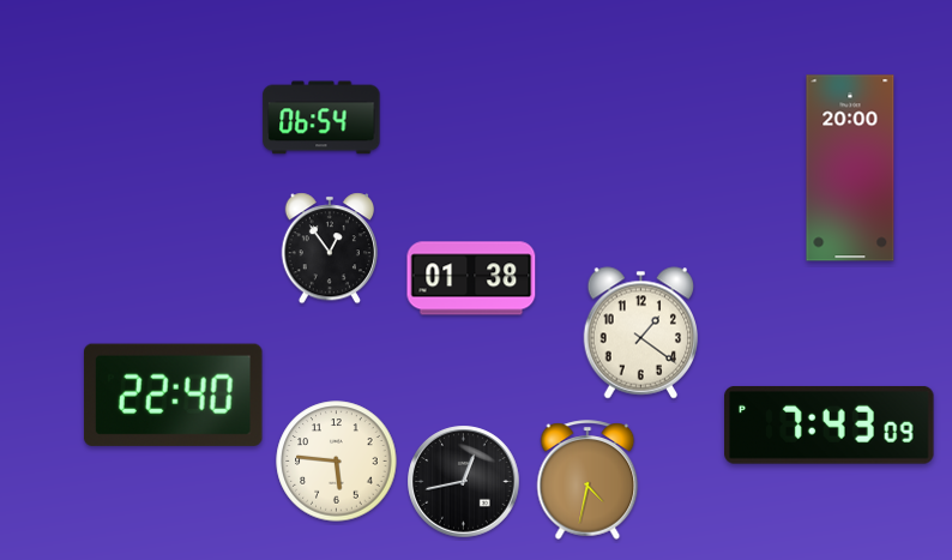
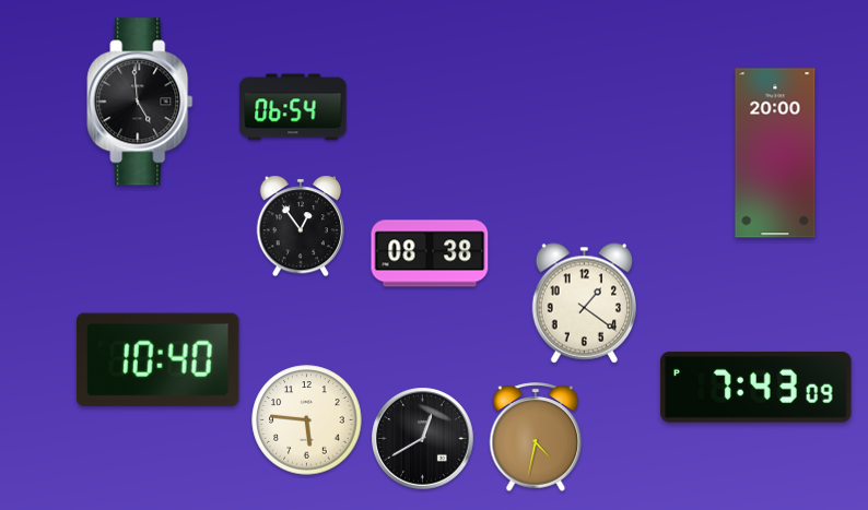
clock at (140, 102): none -> 4:59
clock at (471, 278): 01:38 -> 08:38
clock at (173, 395): 22:40 -> 10:40
clock at (464, 482): 12:43 -> 12:40
